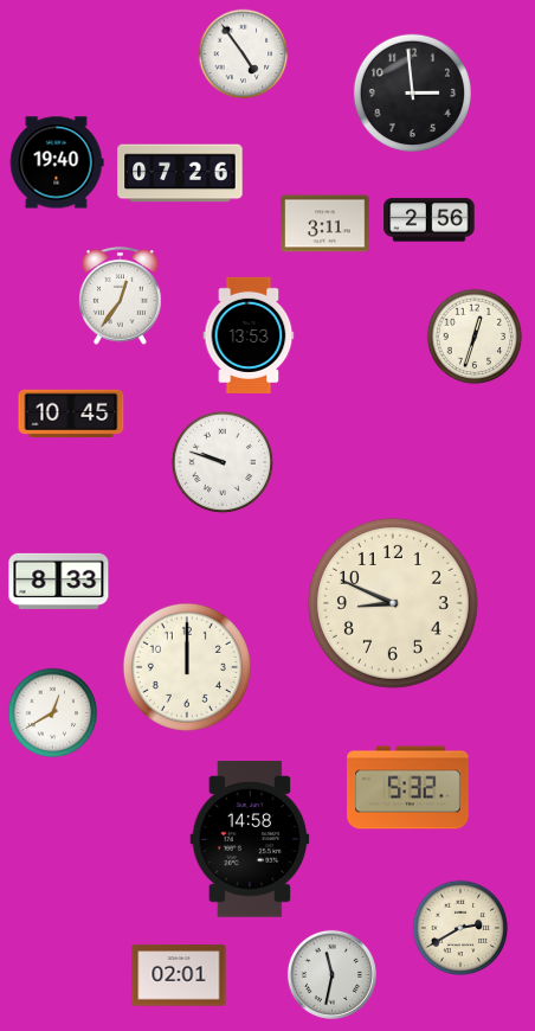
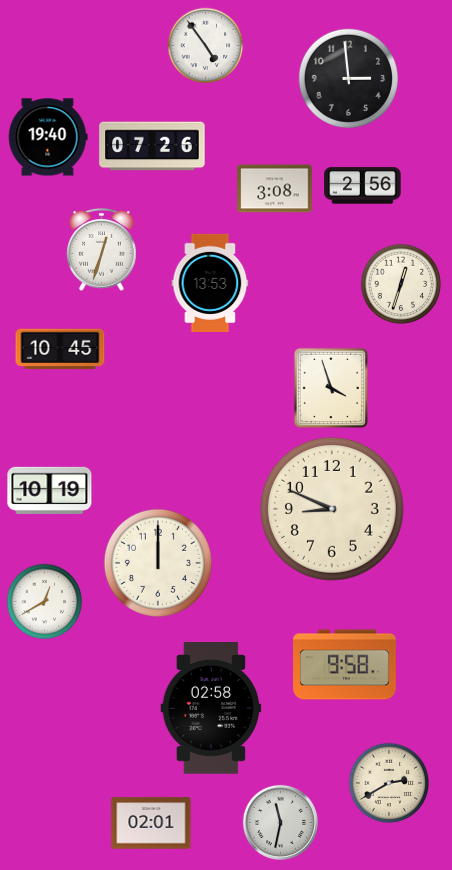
clock at (325, 224): 3:11 -> 3:08
clock at (121, 295): 12:36 -> 12:33
clock at (331, 388): none -> 3:57
clock at (223, 462): 9:48 -> none
clock at (59, 581): 8:33 -> 10:19
clock at (408, 788): 5:32 -> 9:58
clock at (250, 839): 14:58 -> 02:58
